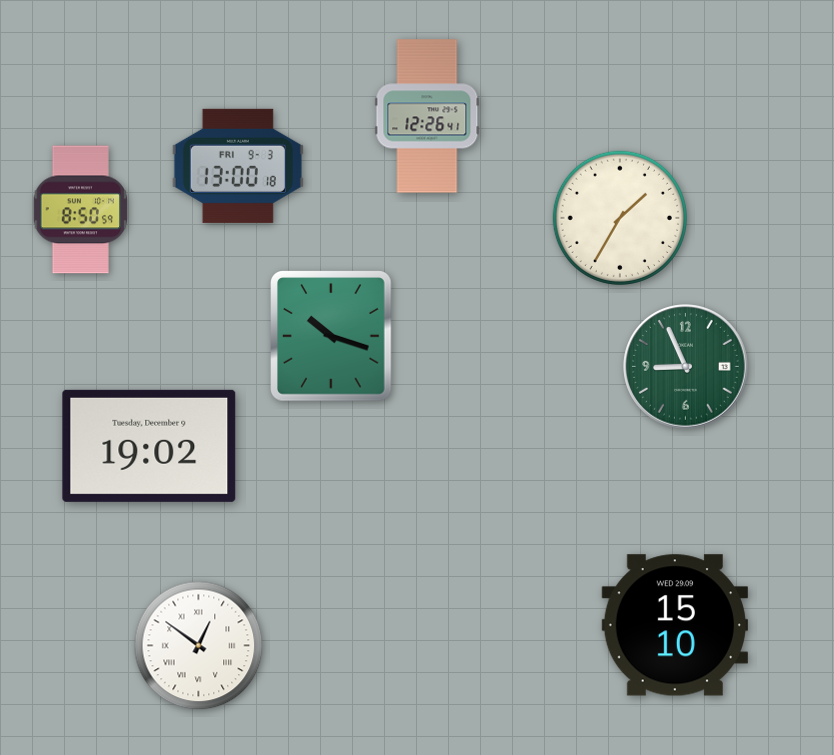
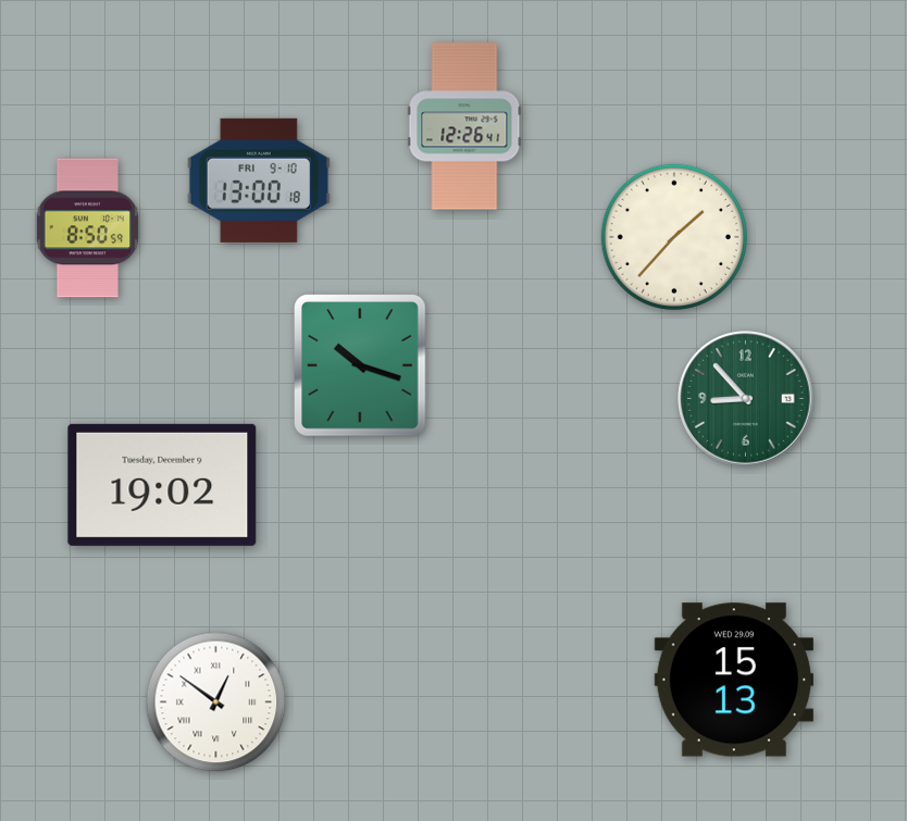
clock at (238, 166) date: FRI 9-3 -> FRI 9-10
clock at (620, 218): 1:35 -> 1:37
clock at (686, 367): 8:56 -> 8:53
clock at (674, 625): 15:10 -> 15:13
